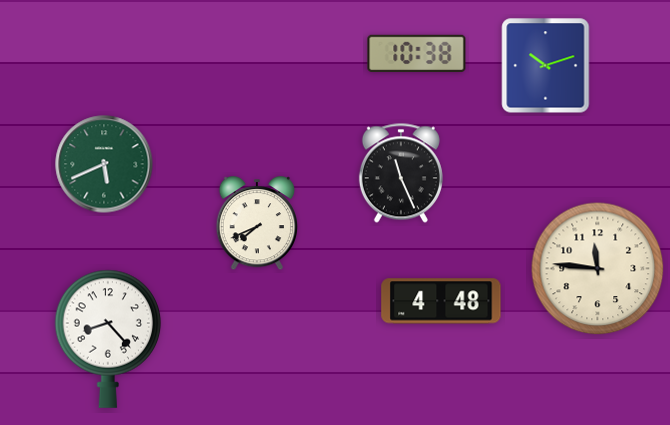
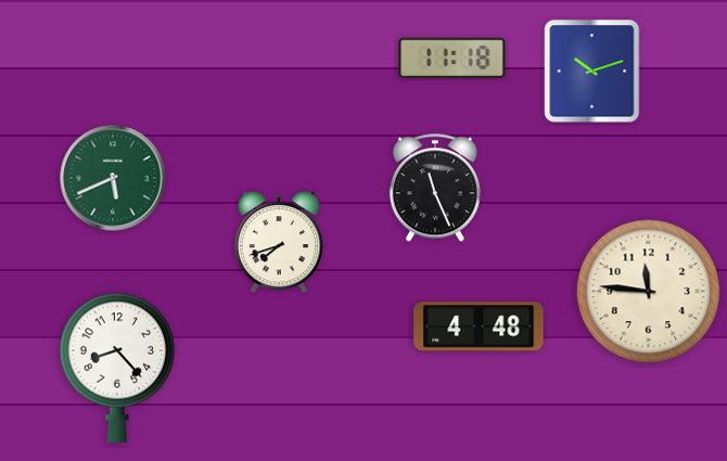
clock at (417, 53): 10:38 -> 11:18
clock at (256, 224): 7:41 -> 7:42
